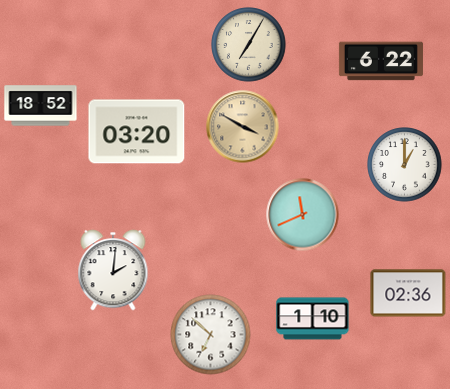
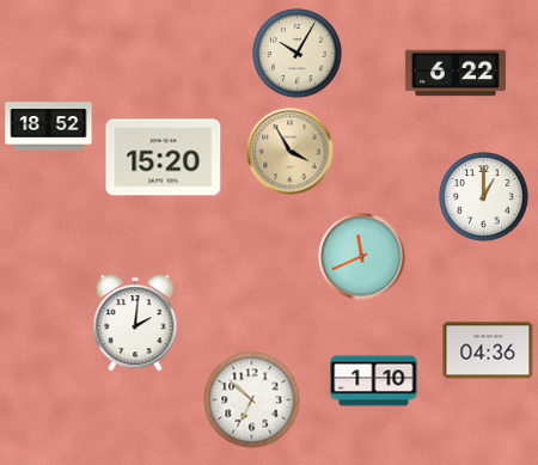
clock at (249, 45): 7:05 -> 10:05
clock at (243, 127): 3:50 -> 3:55
clock at (137, 132): 03:20 -> 15:20
clock at (408, 293): 02:36 -> 04:36
